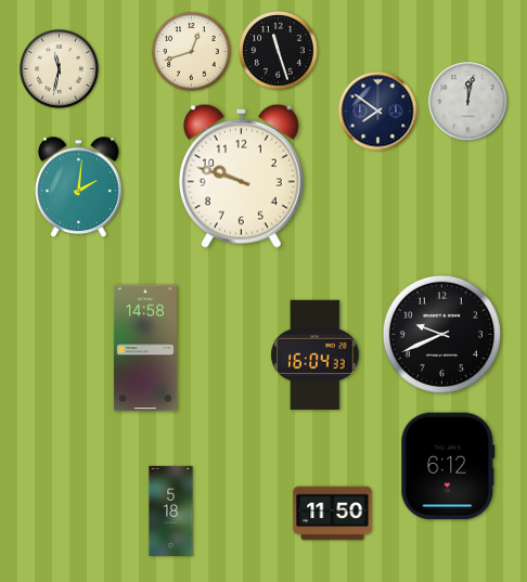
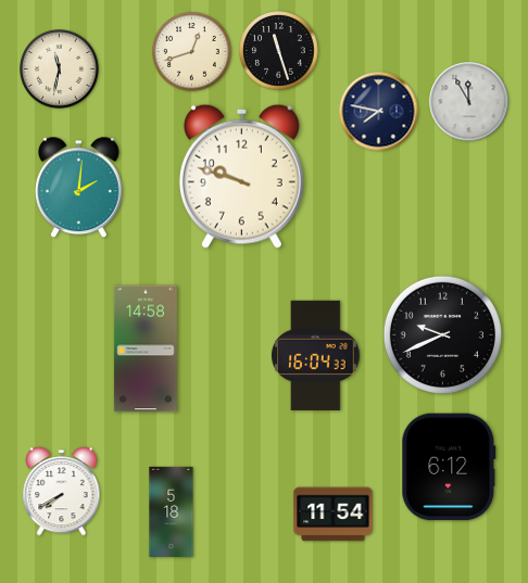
clock at (468, 102): 12:02 -> 11:55
clock at (378, 112): 7:51 -> 7:47
clock at (62, 492): none -> 7:40
clock at (333, 514): 11:50 -> 11:54
